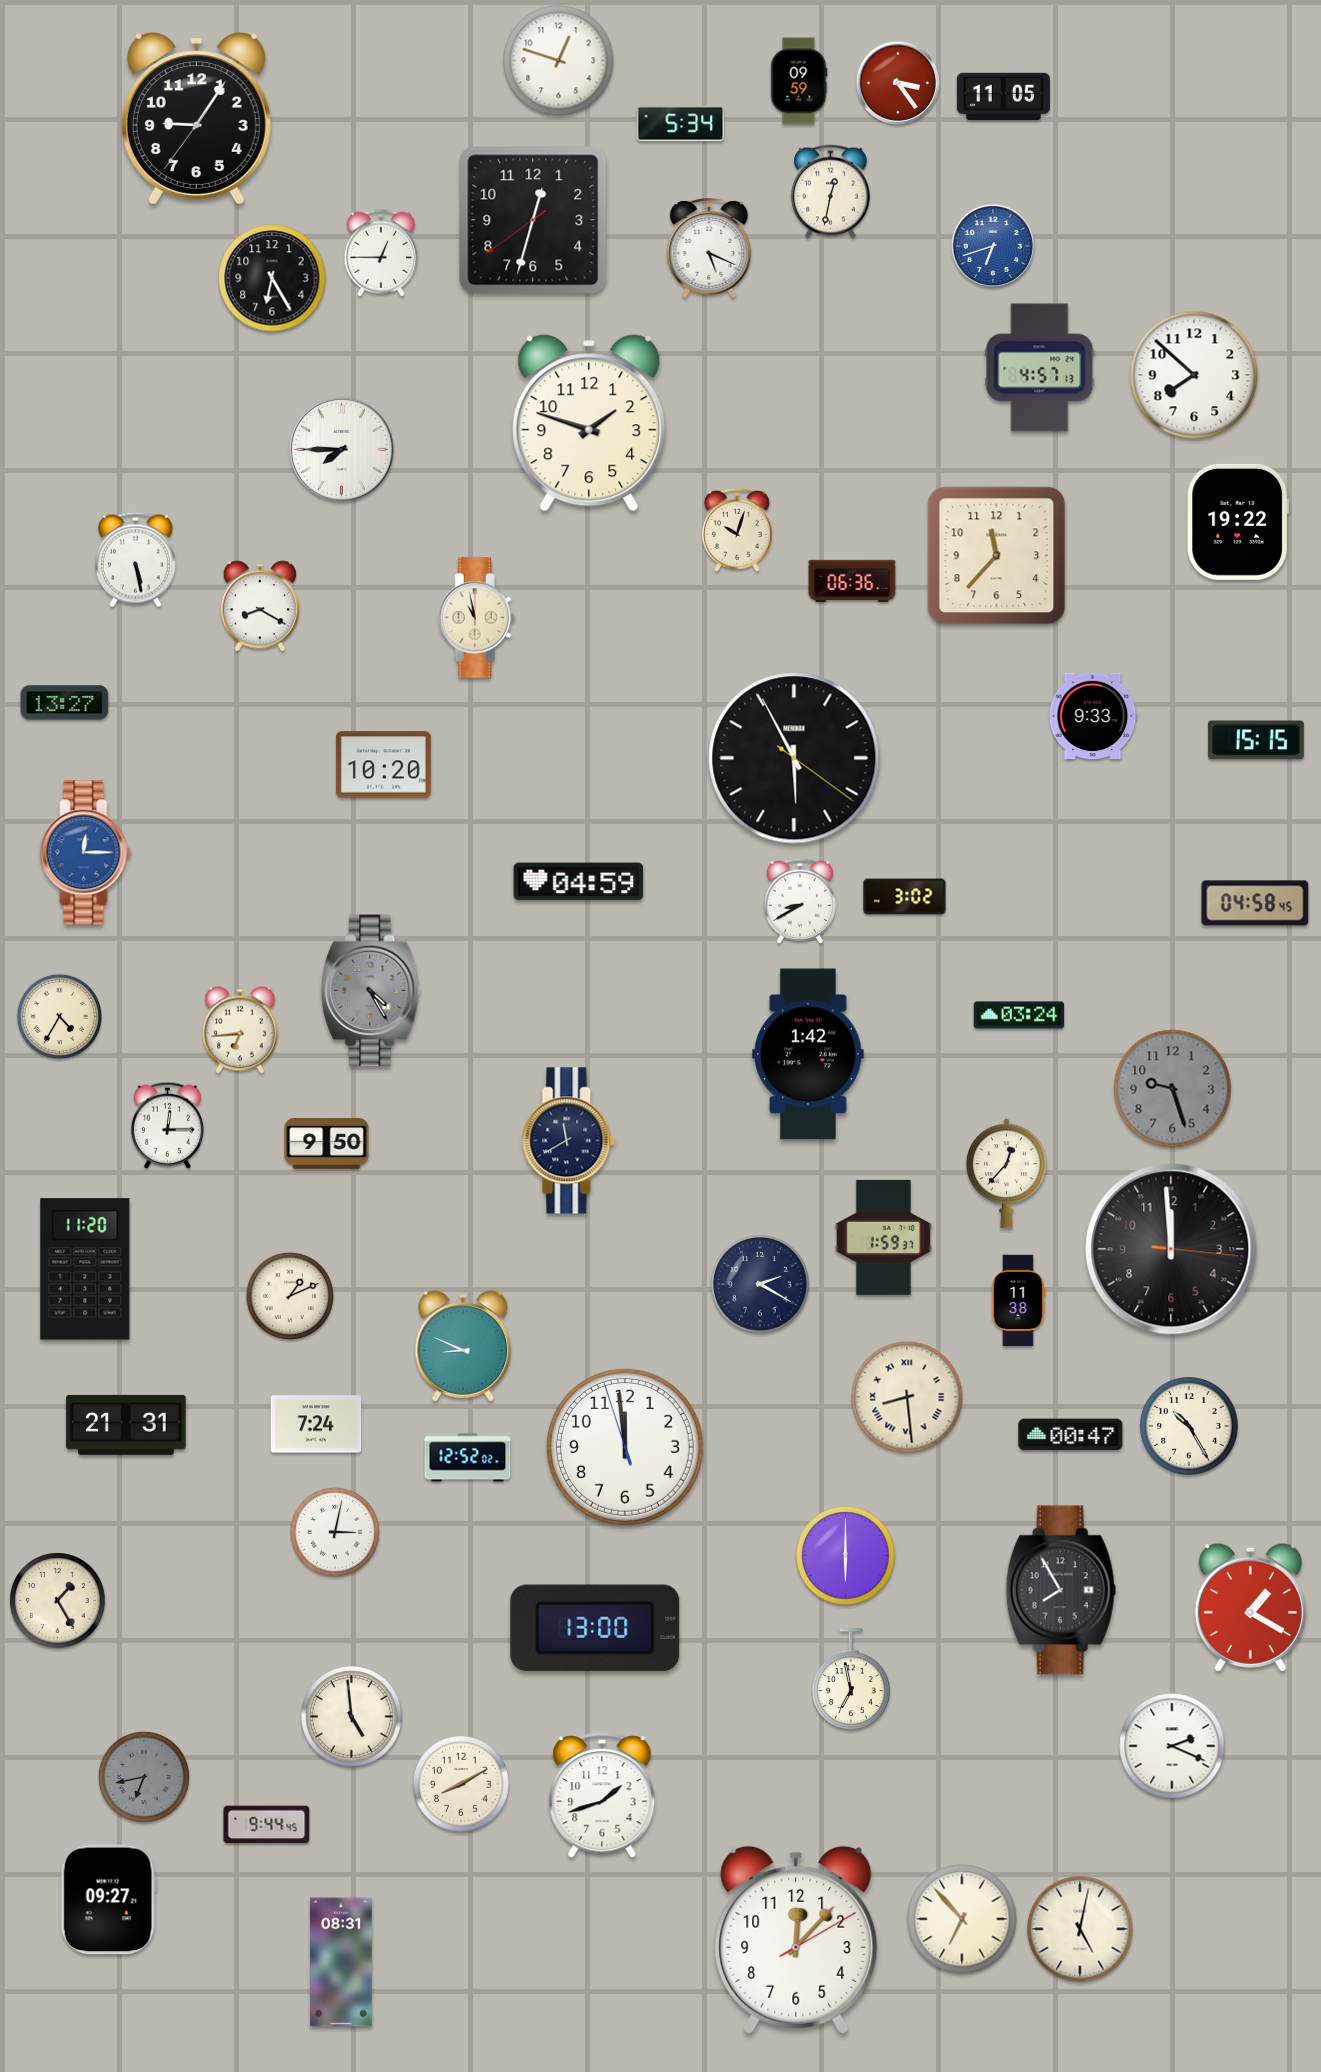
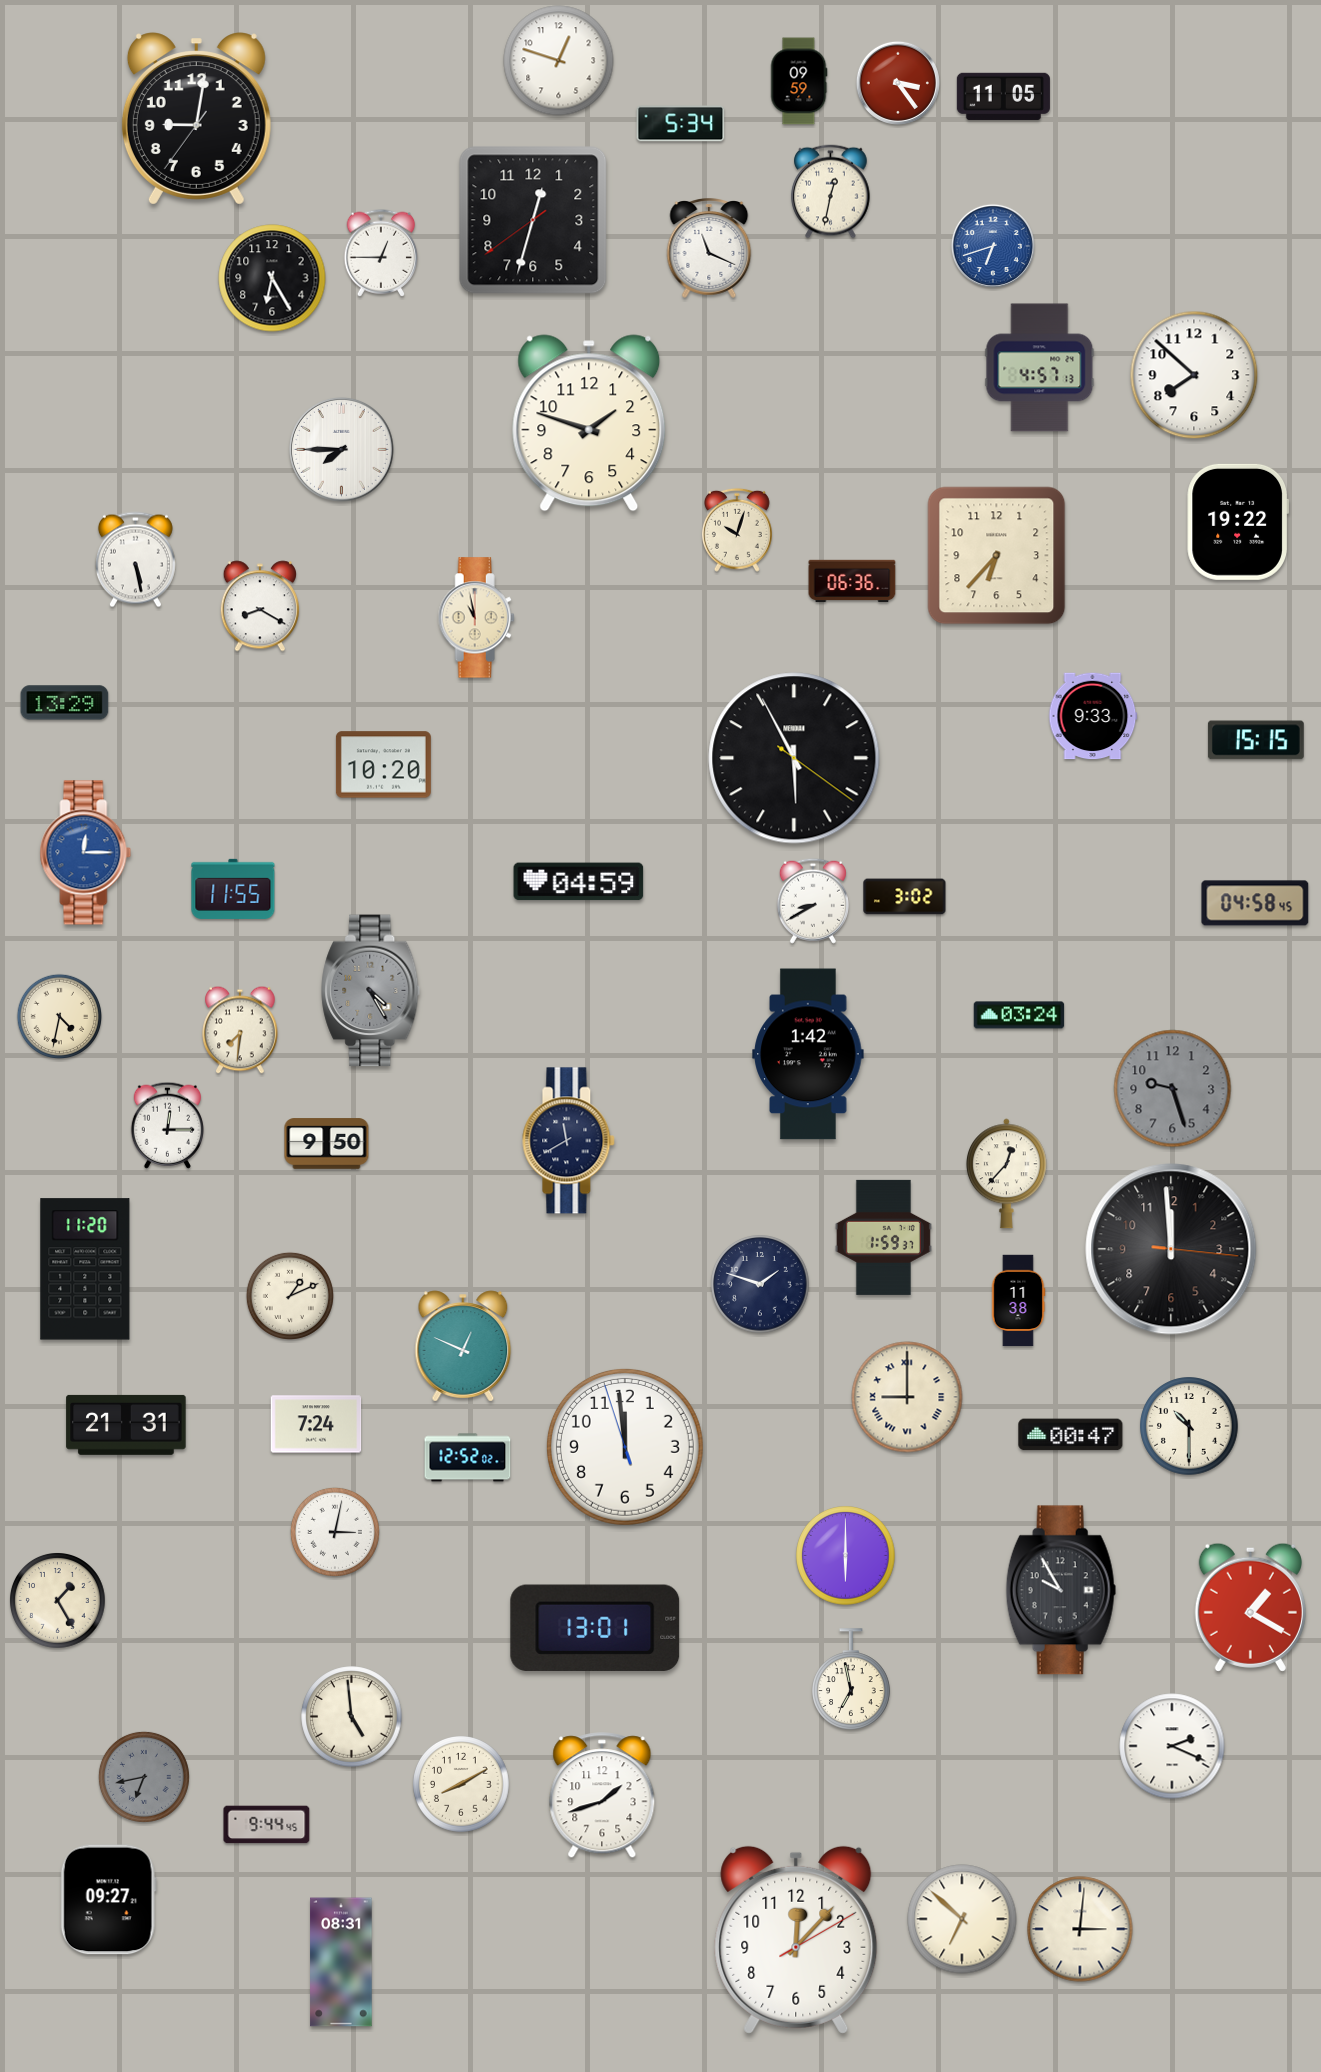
clock at (196, 119): 9:05 -> 9:01
clock at (709, 248): 5:19 -> 11:19
clock at (997, 556): 11:37 -> 6:37
clock at (65, 703): 13:27 -> 13:29
clock at (233, 889): none -> 11:55
clock at (800, 901) position: (800, 901) -> (813, 901)
clock at (59, 1016): 4:35 -> 4:32
clock at (240, 1030): 6:44 -> 7:31
clock at (760, 1284): 2:20 -> 1:48
clock at (463, 1346): 8:49 -> 12:49
clock at (907, 1397): 8:29 -> 9:00
clock at (1189, 1426): 10:25 -> 10:30
clock at (1061, 1590): 7:55 -> 9:55
clock at (595, 1628): 13:00 -> 13:01
clock at (962, 1919): 6:53 -> 6:52
clock at (1080, 1929): 5:02 -> 3:01
